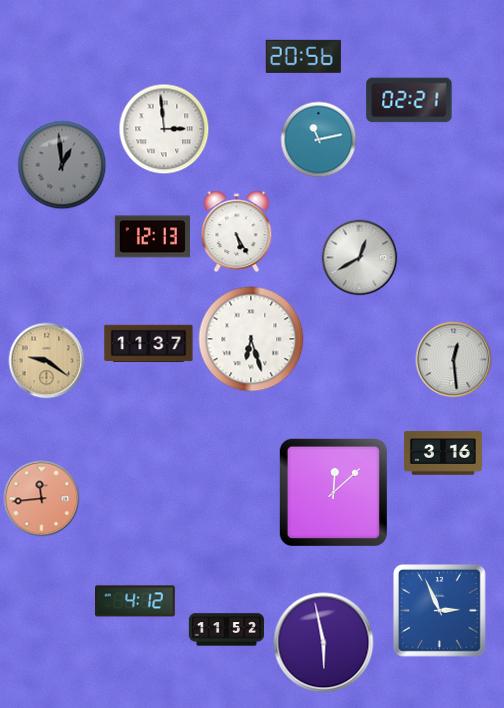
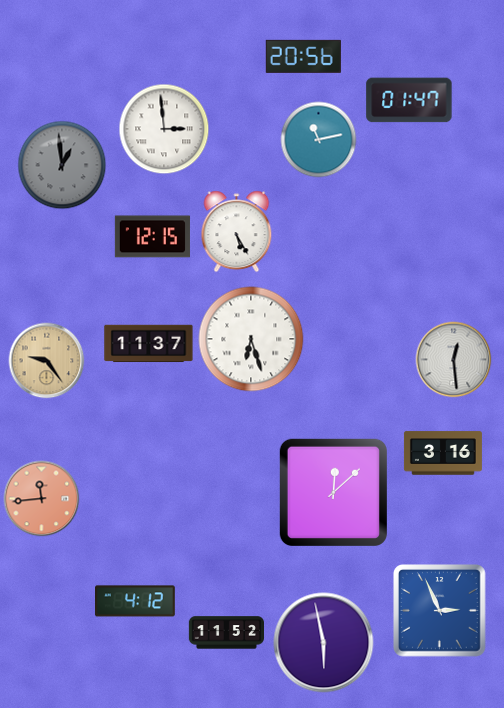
clock at (409, 100): 02:21 -> 01:47
clock at (152, 237): 12:13 -> 12:15
clock at (360, 258): 12:40 -> none
clock at (47, 361): 9:21 -> 9:24
clock at (226, 630) position: (226, 630) -> (226, 633)
